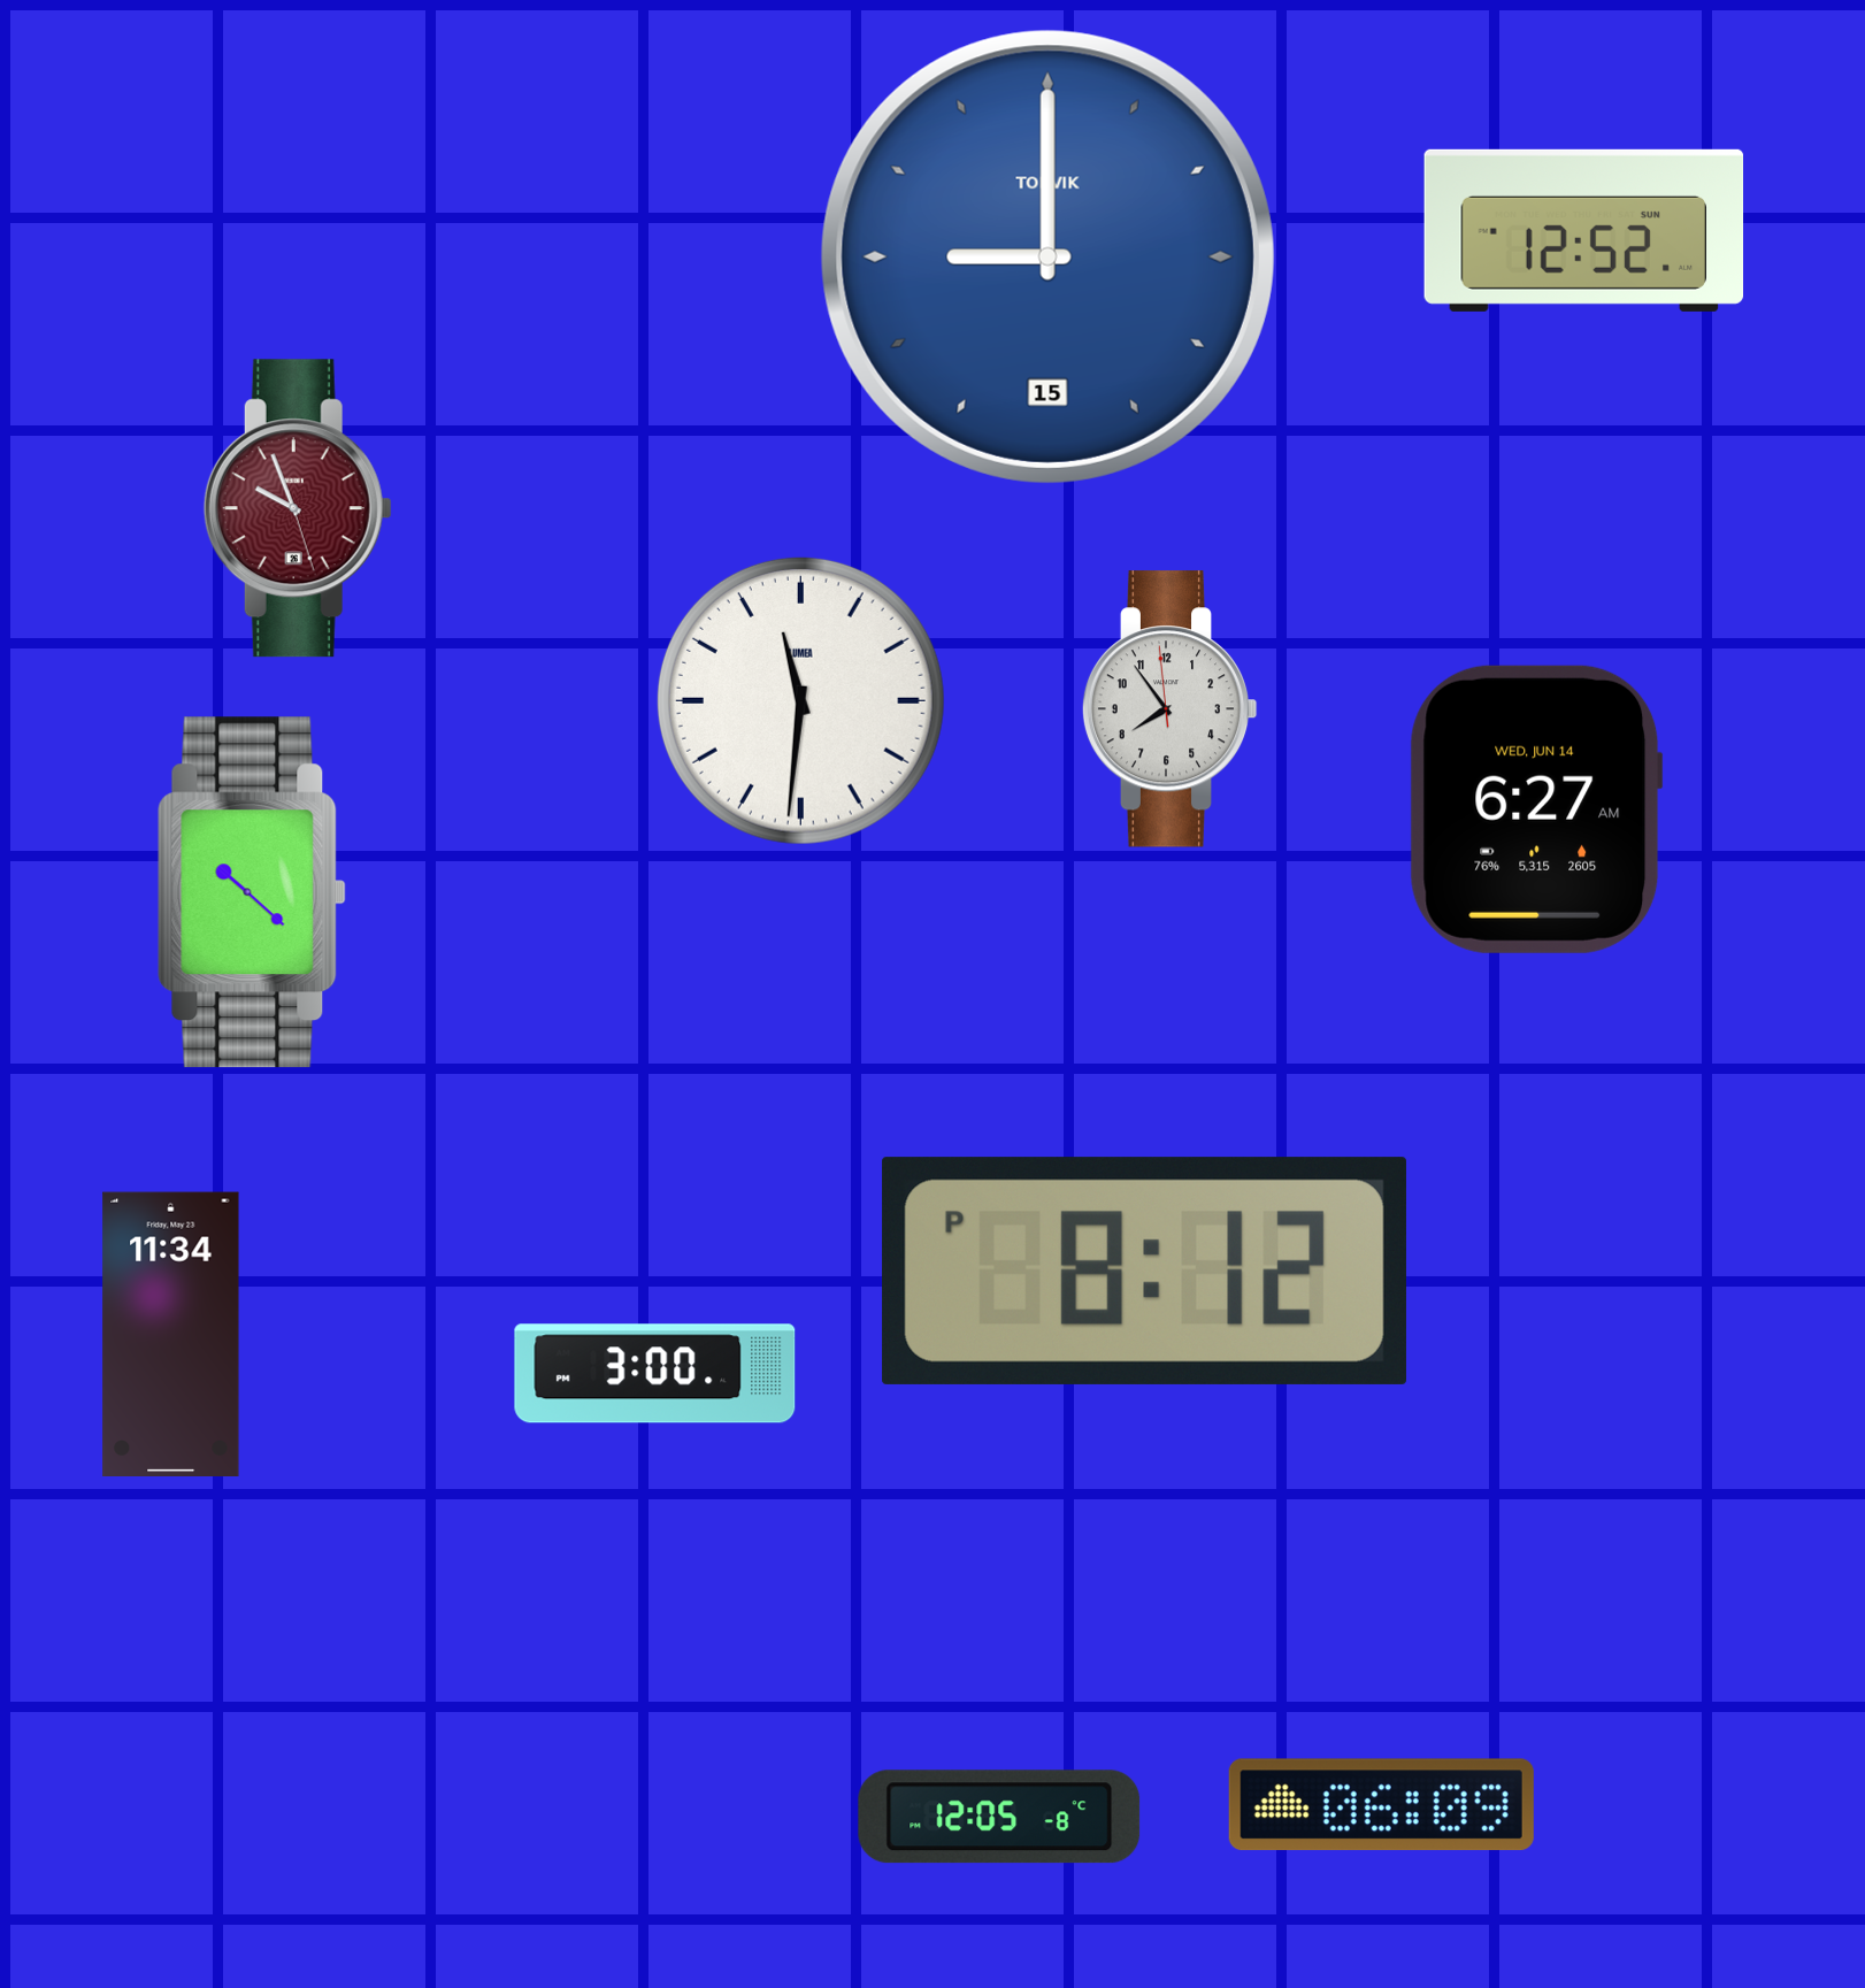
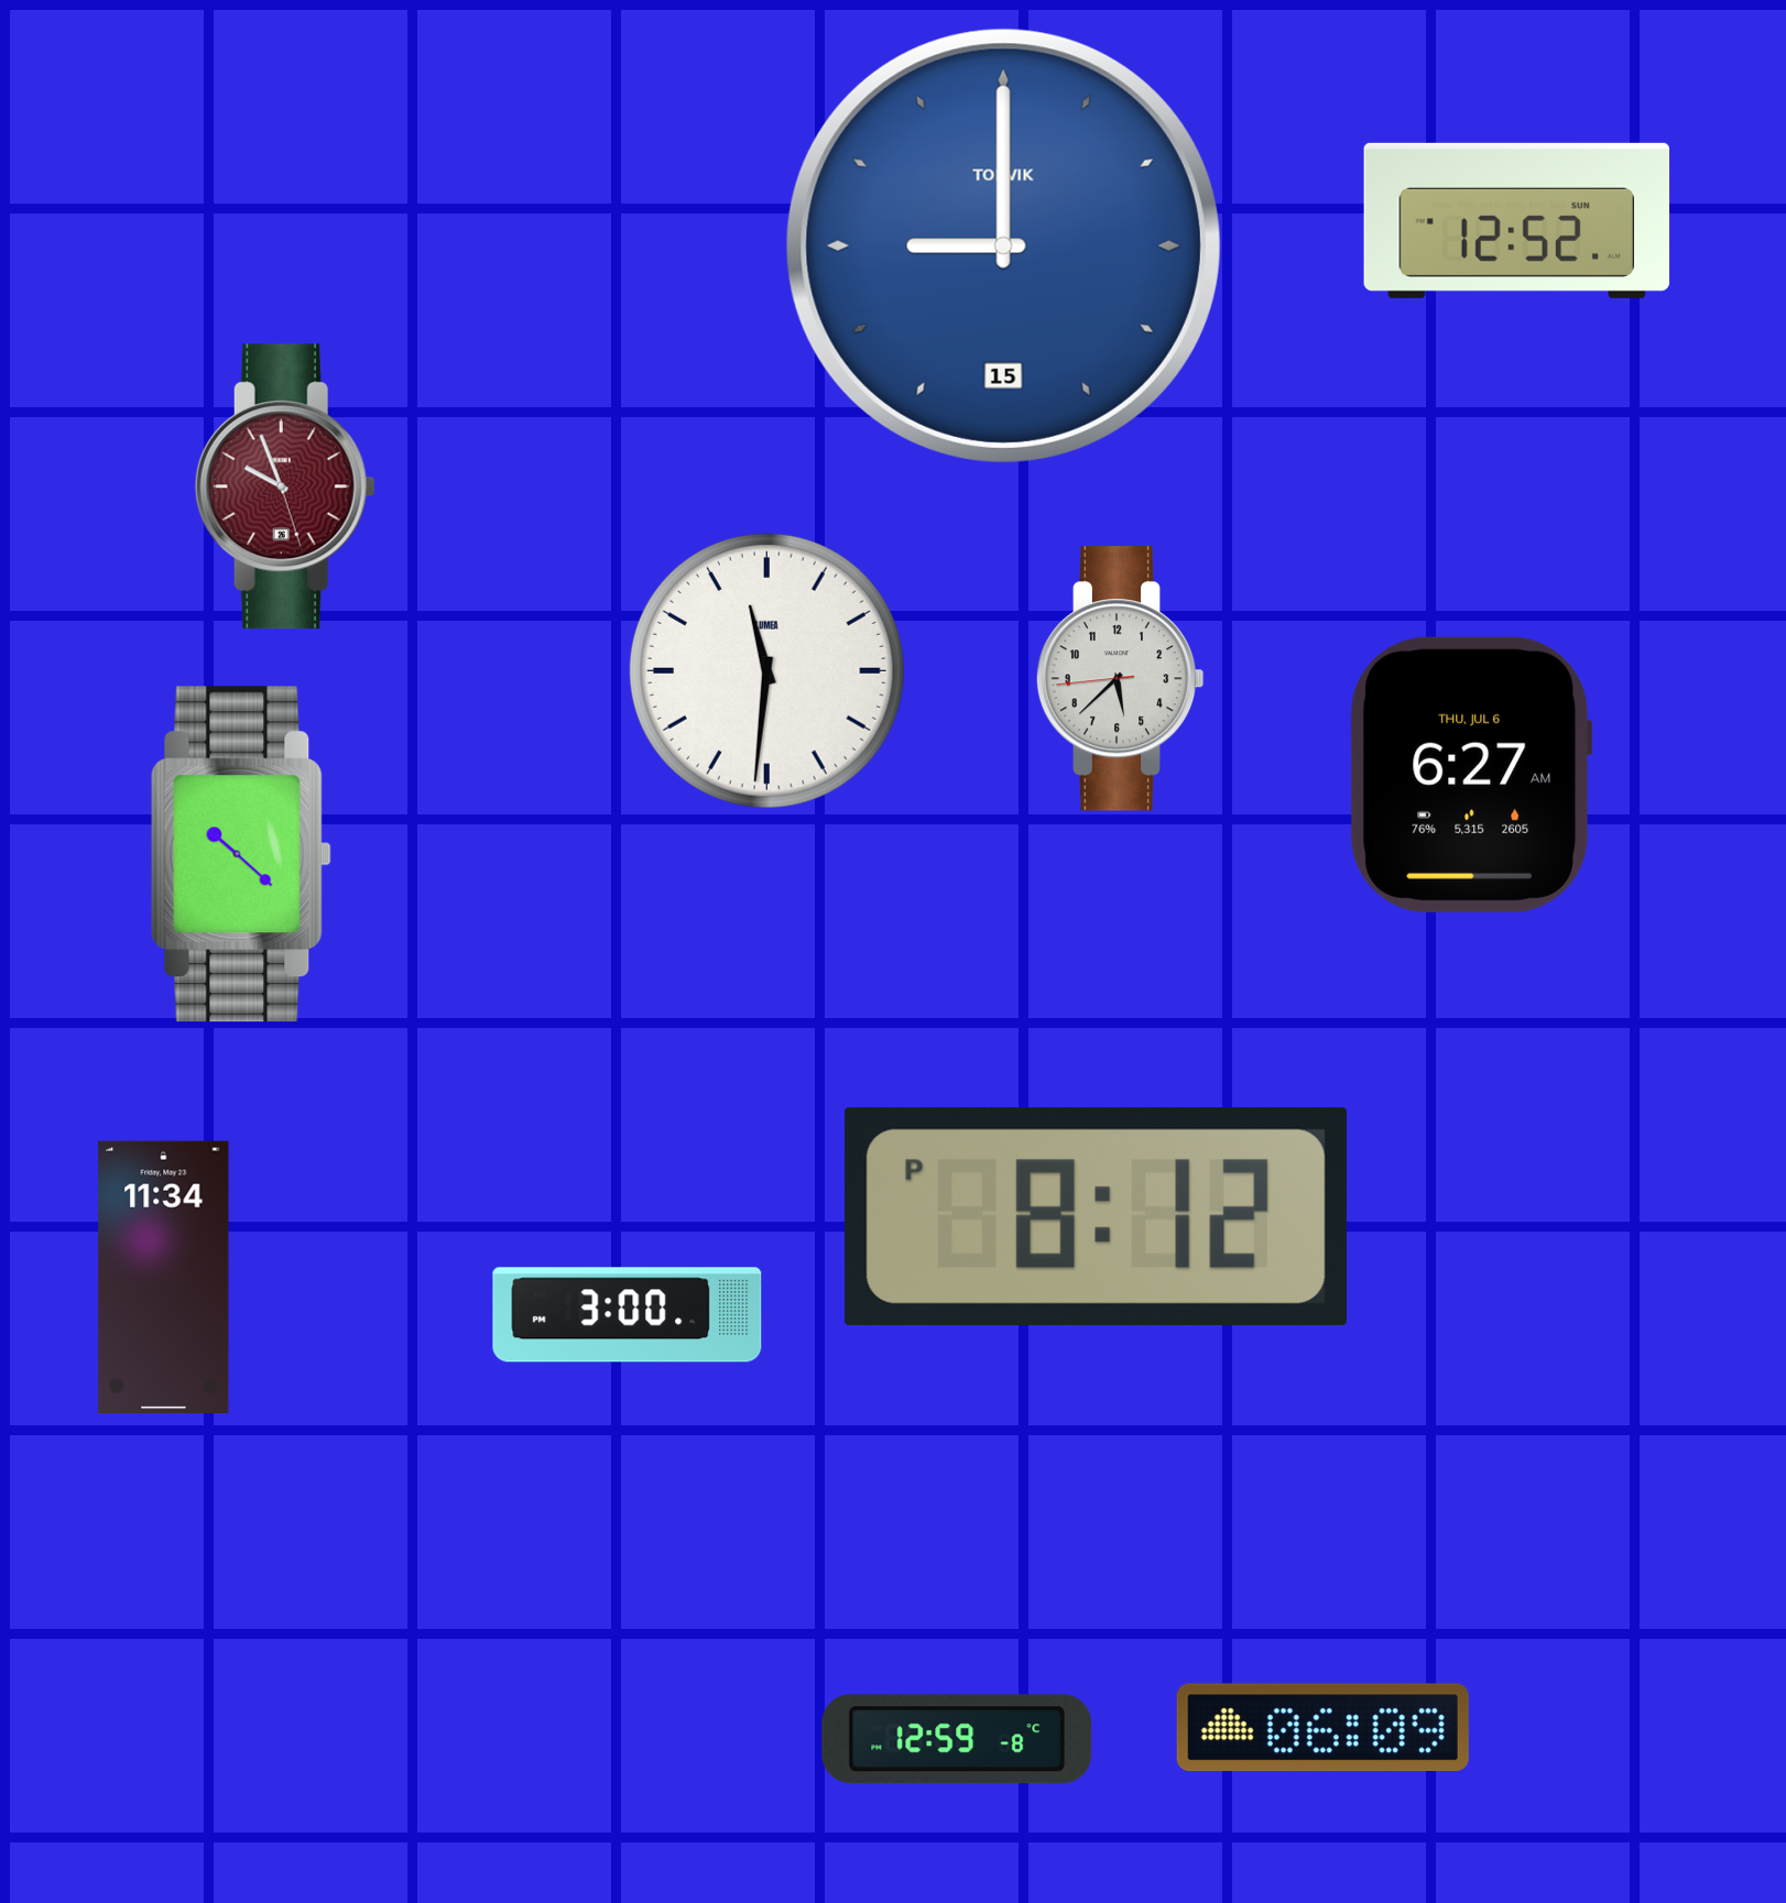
clock at (1169, 709): 7:53 -> 5:37
clock at (1536, 809) date: WED, JUN 14 -> THU, JUL 6
clock at (999, 1817): 12:05 -> 12:59
